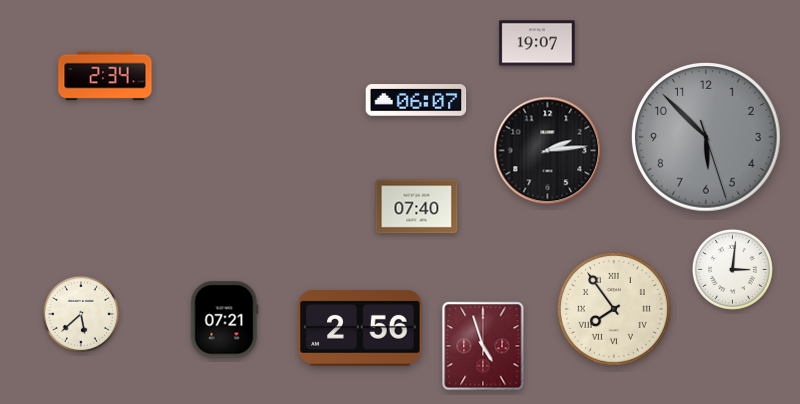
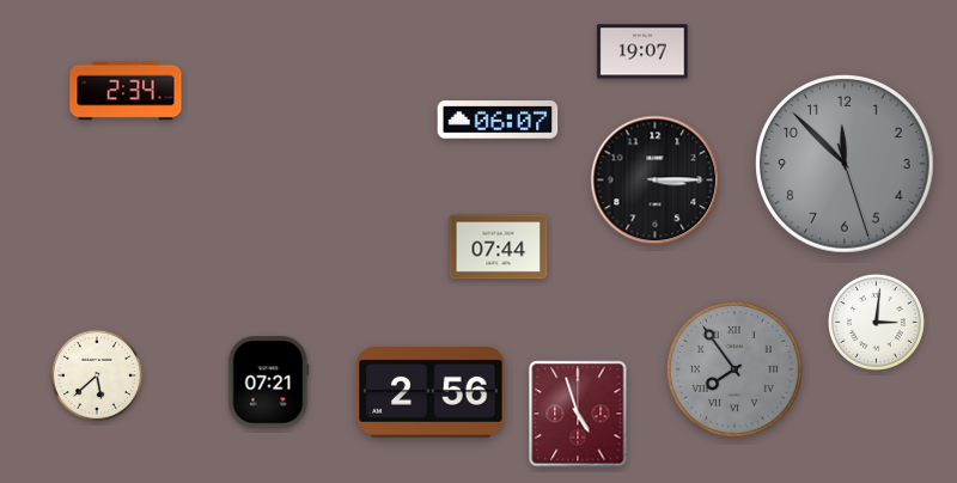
clock at (707, 137): 5:52 -> 11:52
clock at (548, 151): 2:14 -> 3:15
clock at (417, 207): 07:40 -> 07:44
clock at (614, 309) dial: cream -> grey
